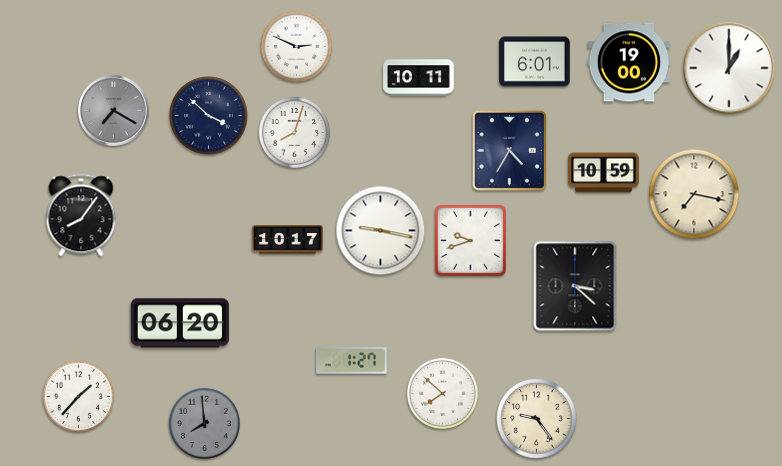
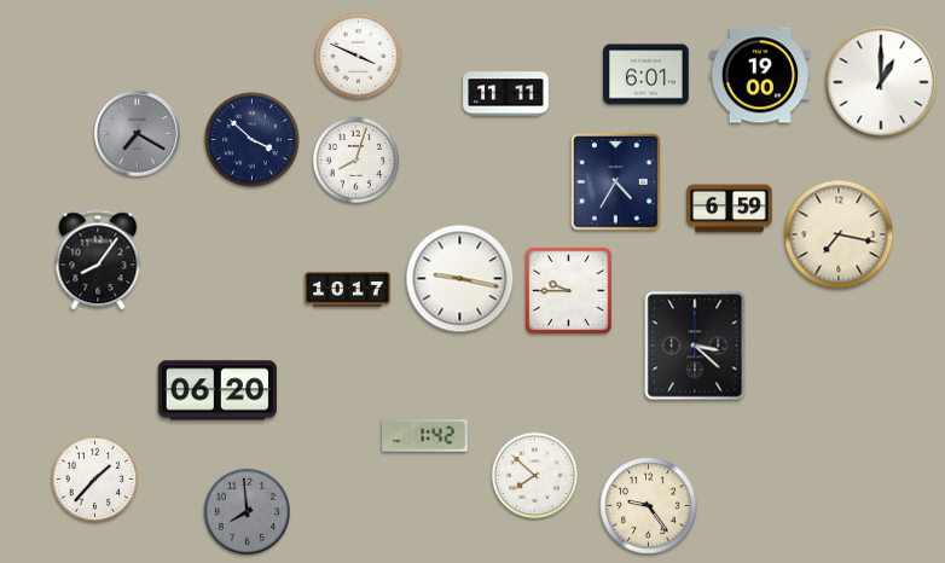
clock at (296, 46): 2:49 -> 3:49
clock at (419, 78): 10:11 -> 11:11
clock at (604, 173): 10:59 -> 6:59
clock at (470, 240): 9:42 -> 9:45
clock at (352, 361): 1:27 -> 1:42
